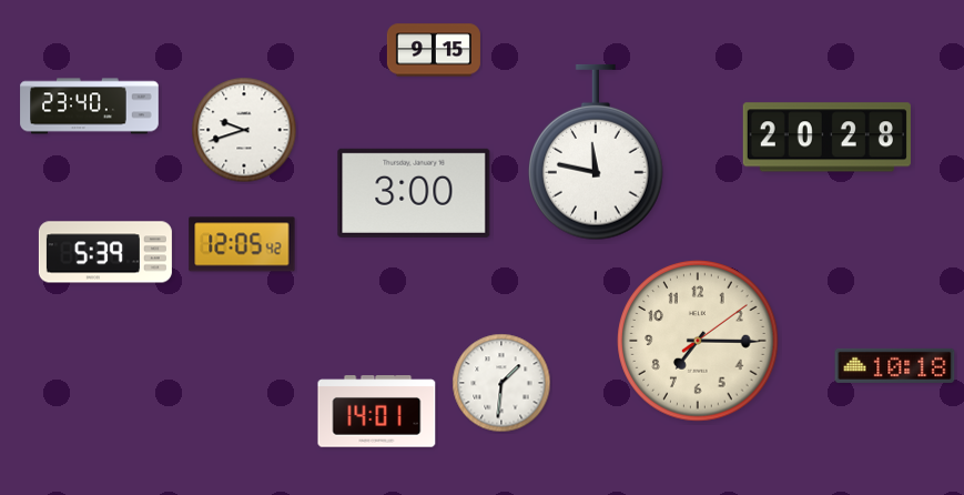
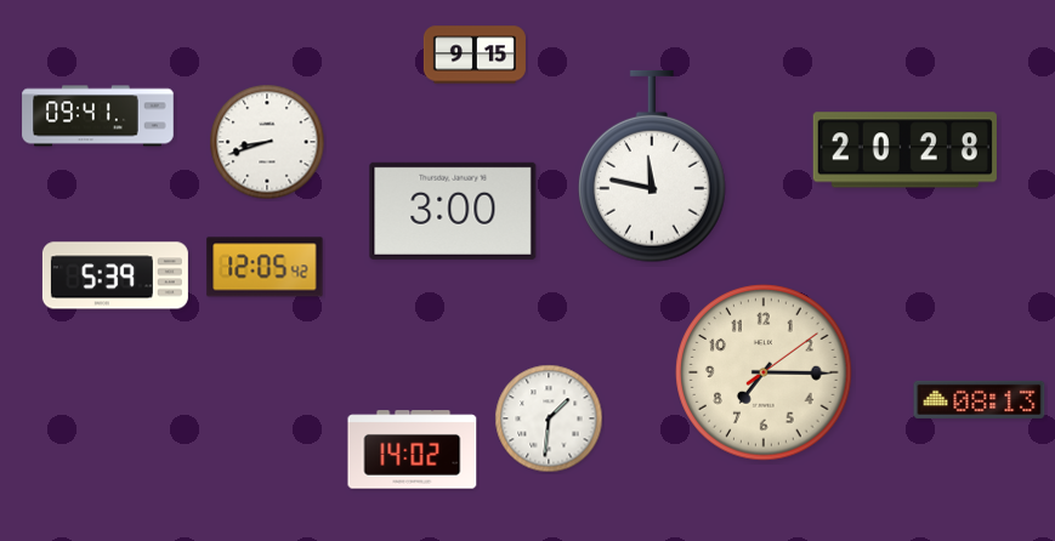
clock at (90, 107): 23:40 -> 09:41
clock at (244, 130): 9:42 -> 8:42
clock at (895, 365): 10:18 -> 08:13
clock at (377, 412): 14:01 -> 14:02
